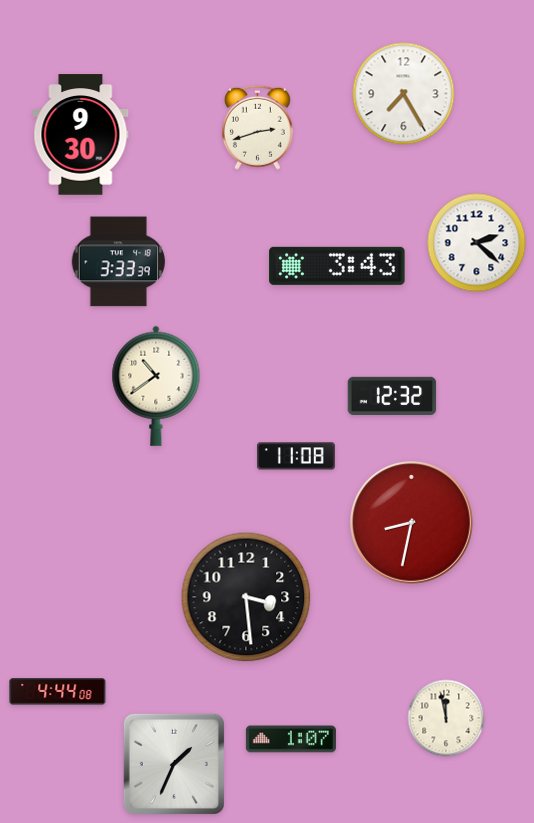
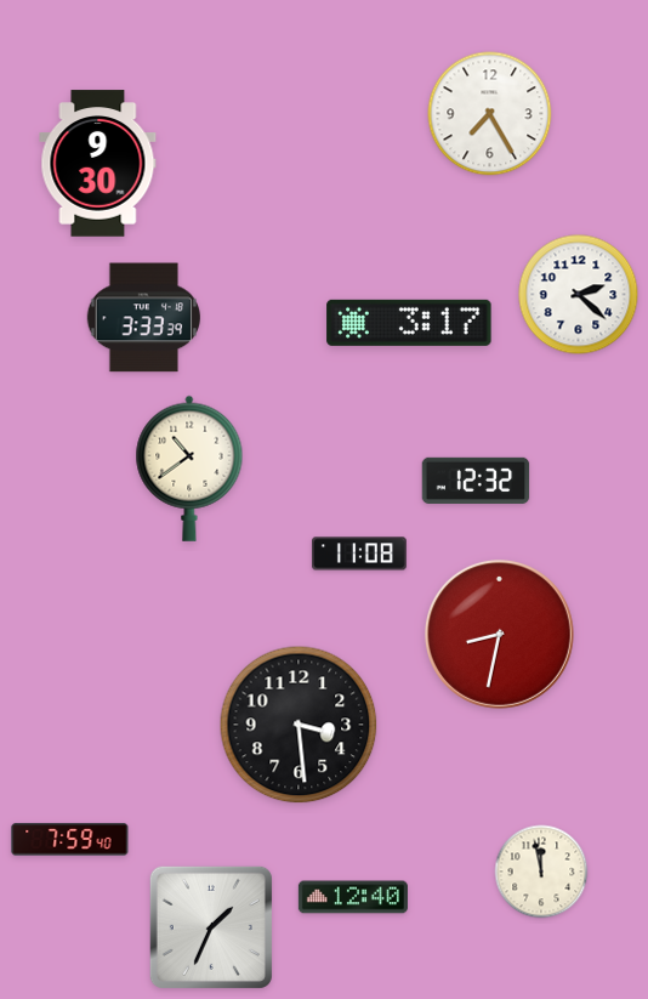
clock at (257, 127): 2:42 -> none
clock at (337, 266): 3:43 -> 3:17
clock at (58, 692): 4:44 -> 7:59
clock at (291, 739): 1:07 -> 12:40
